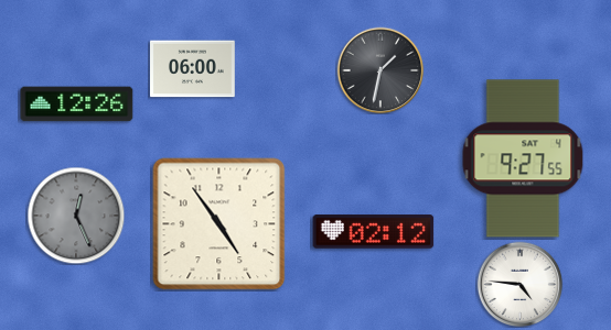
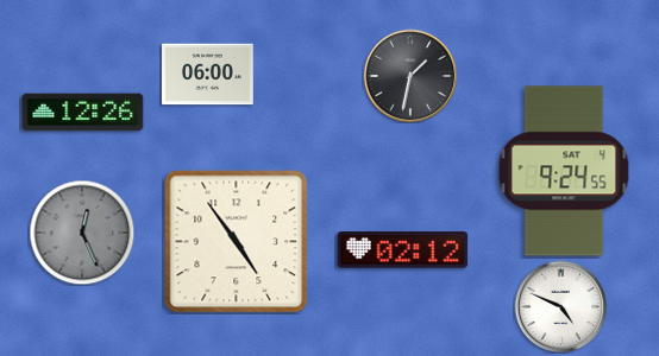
clock at (523, 158): 9:27 -> 9:24
clock at (519, 284): 4:46 -> 4:49
